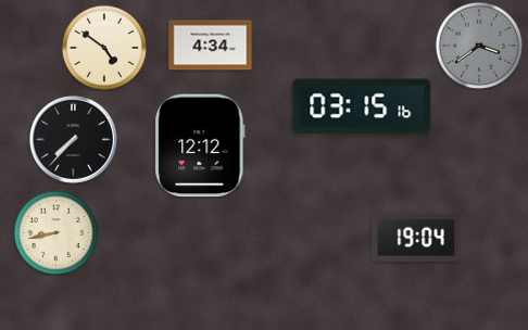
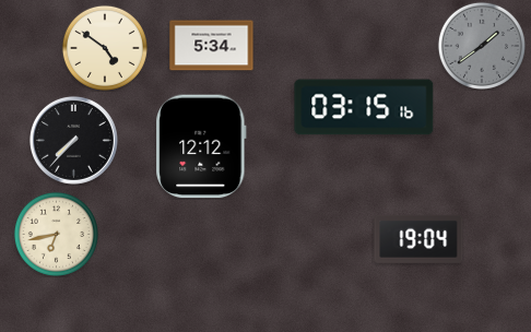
clock at (211, 46): 4:34 -> 5:34
clock at (479, 46): 3:39 -> 1:39
clock at (55, 232): 8:43 -> 6:43
